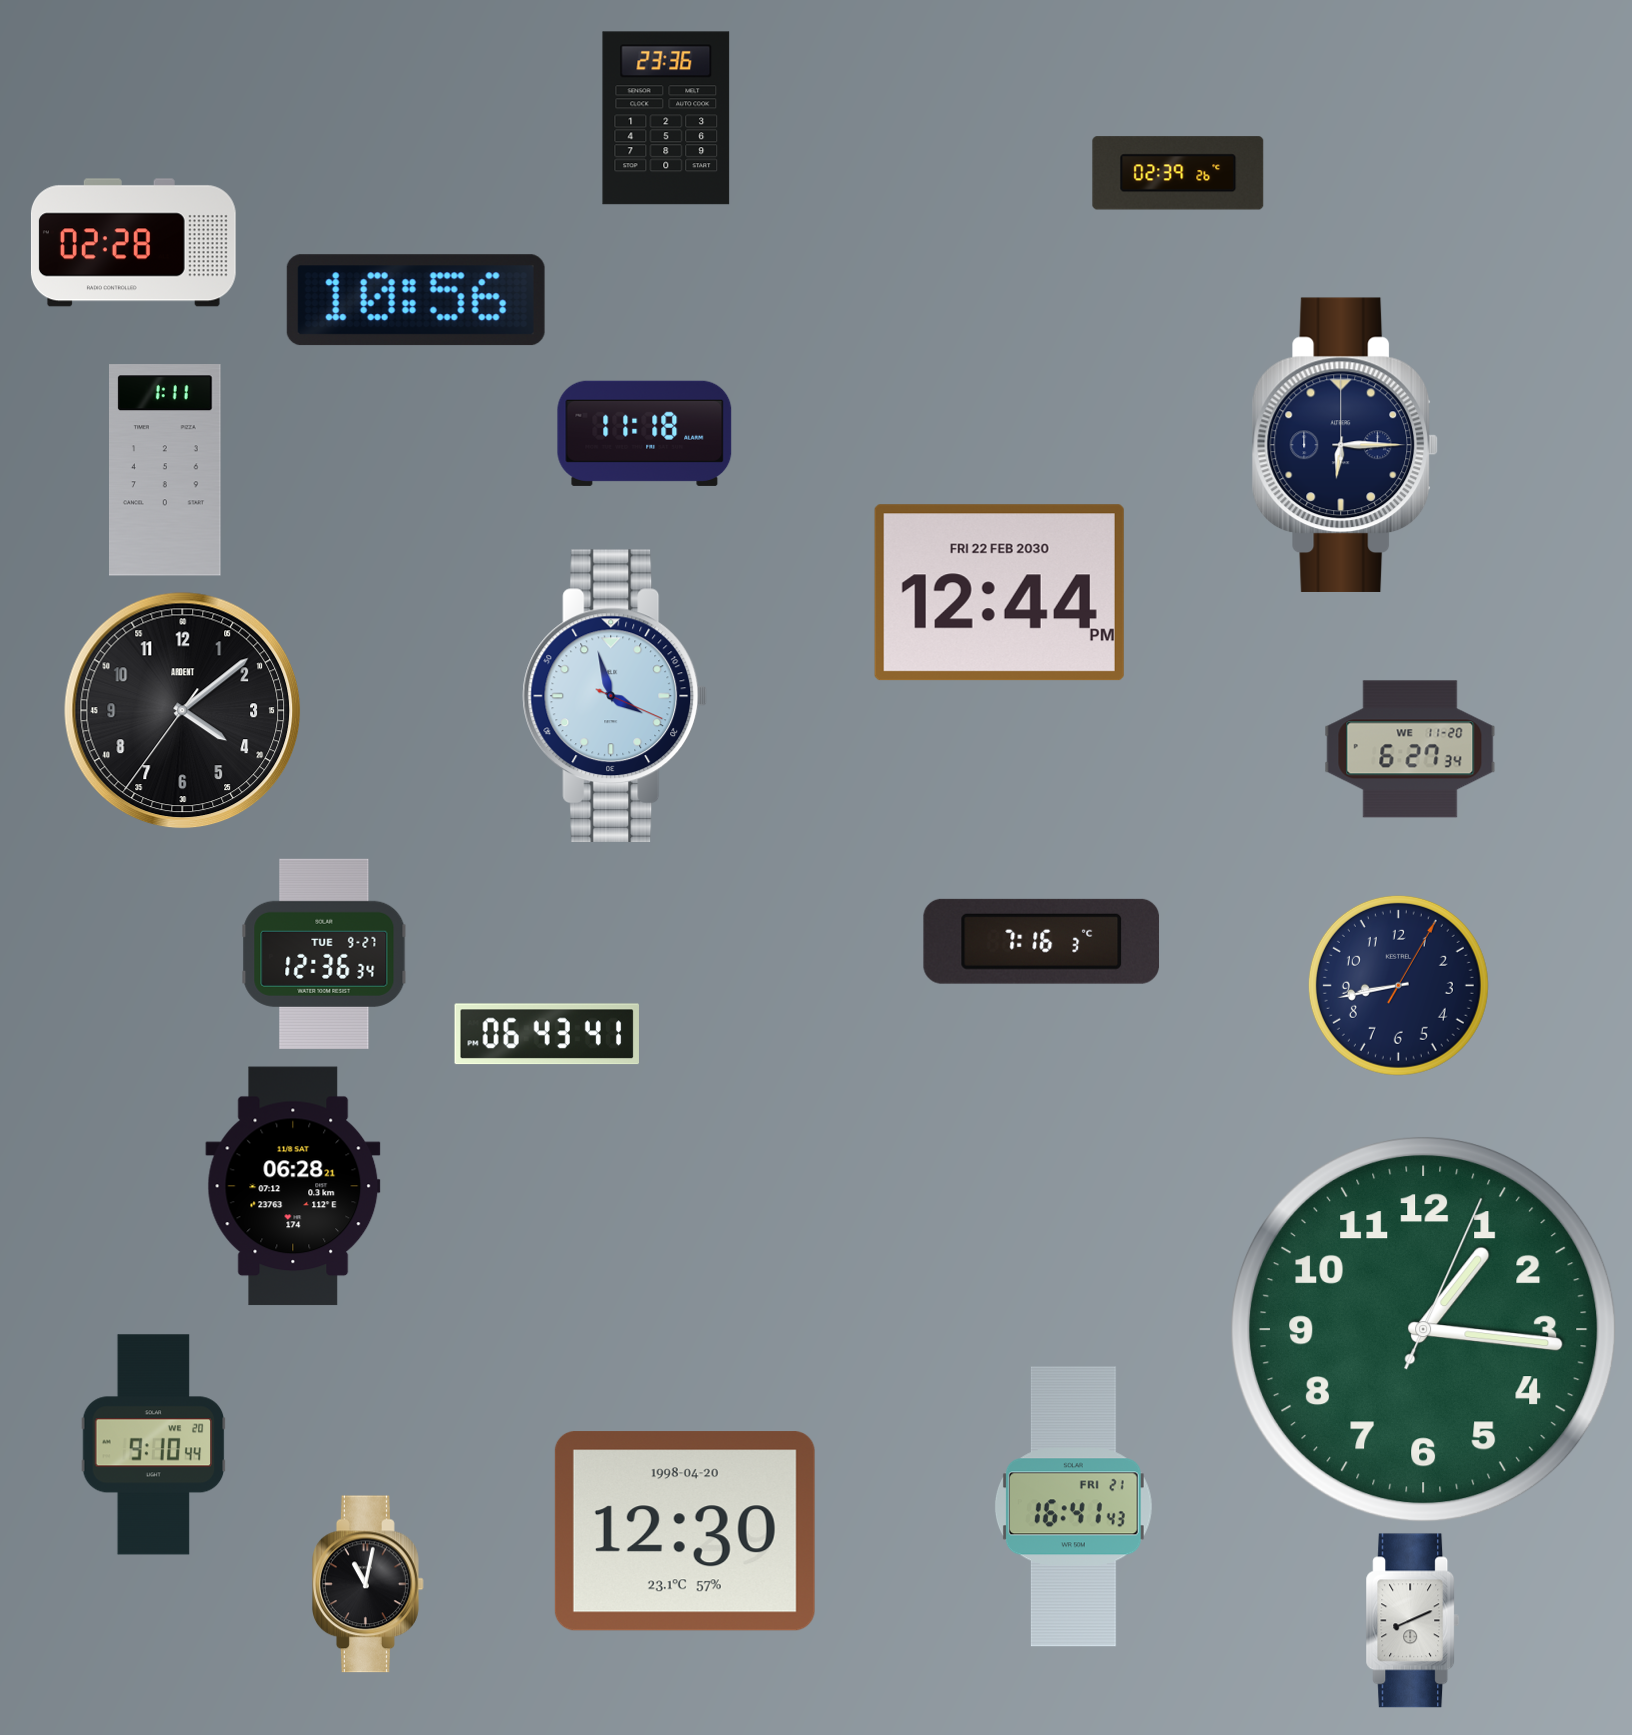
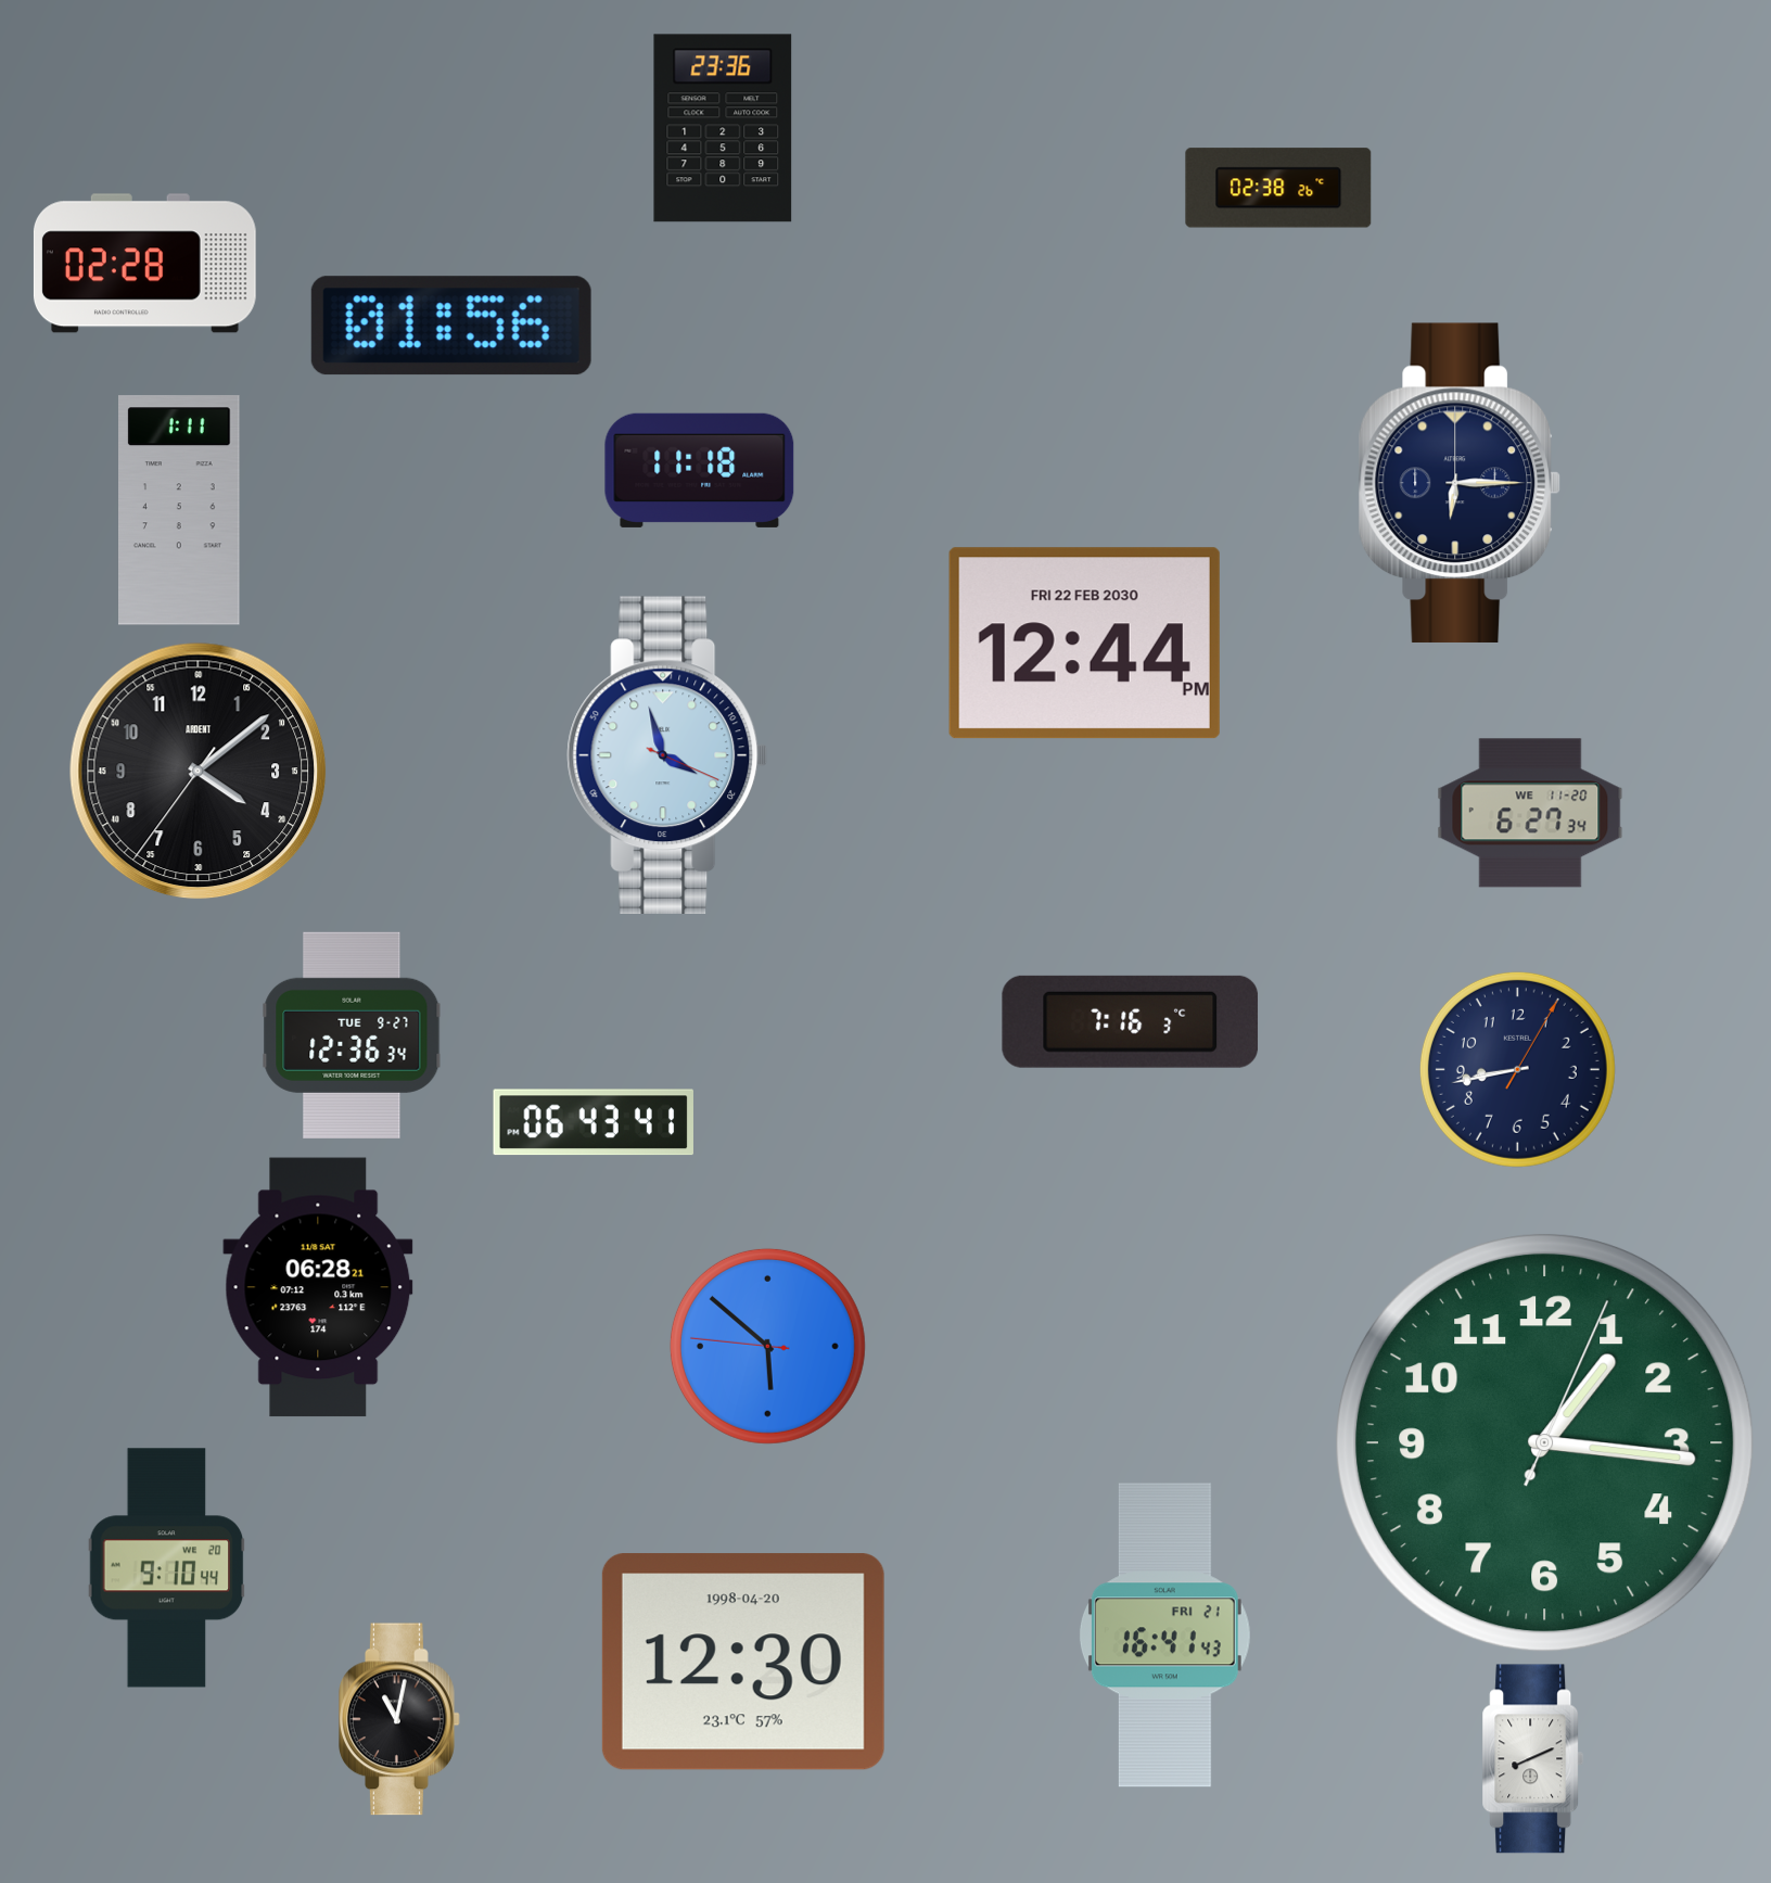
clock at (1178, 173): 02:39 -> 02:38
clock at (416, 300): 10:56 -> 01:56
clock at (767, 1346): none -> 5:51
